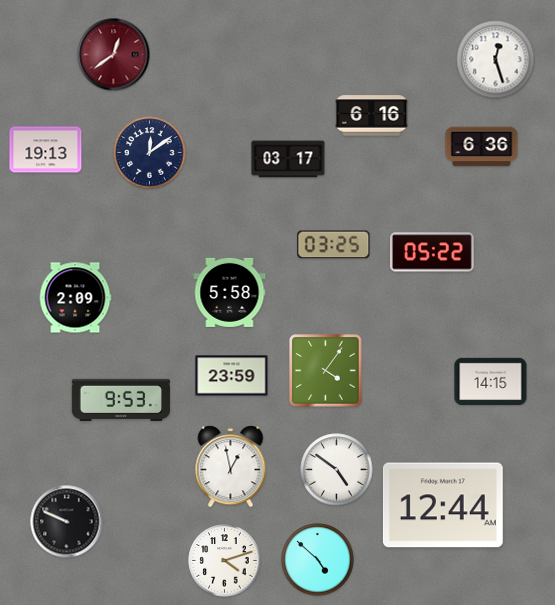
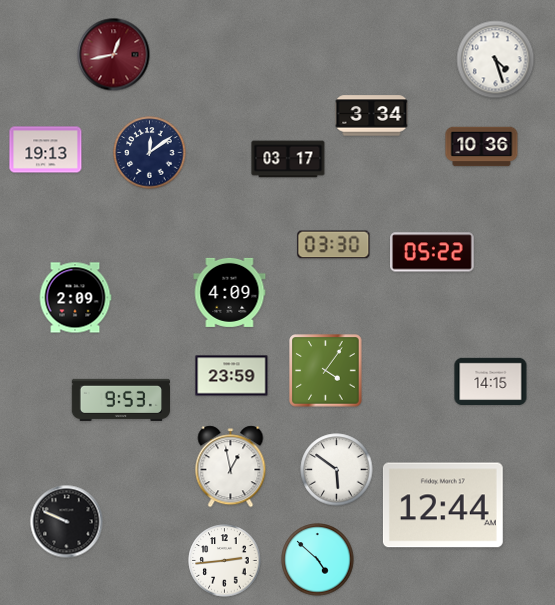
clock at (114, 55): 12:39 -> 12:43
clock at (496, 60): 12:27 -> 4:27
clock at (372, 116): 6:16 -> 3:34
clock at (482, 147): 6:36 -> 10:36
clock at (334, 245): 03:25 -> 03:30
clock at (230, 292): 5:58 -> 4:09
clock at (337, 470): 4:51 -> 5:51
clock at (225, 561): 4:12 -> 2:44
